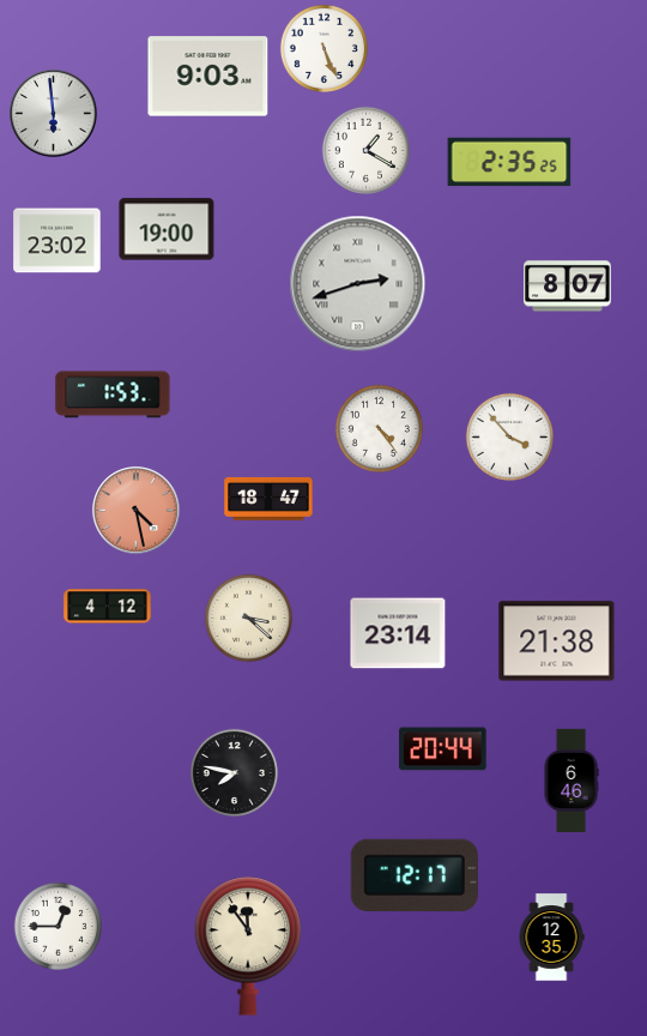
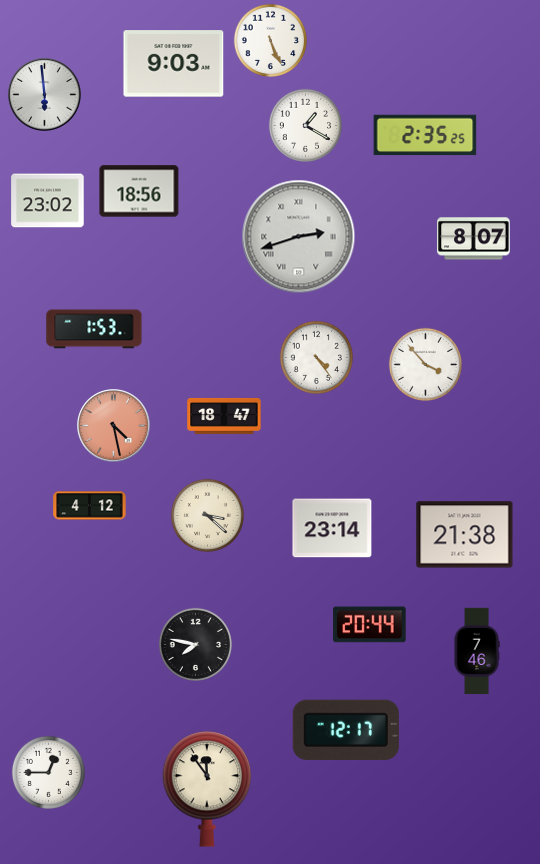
clock at (167, 229): 19:00 -> 18:56
clock at (572, 781): 6:46 -> 7:46
clock at (551, 938): 12:35 -> none
